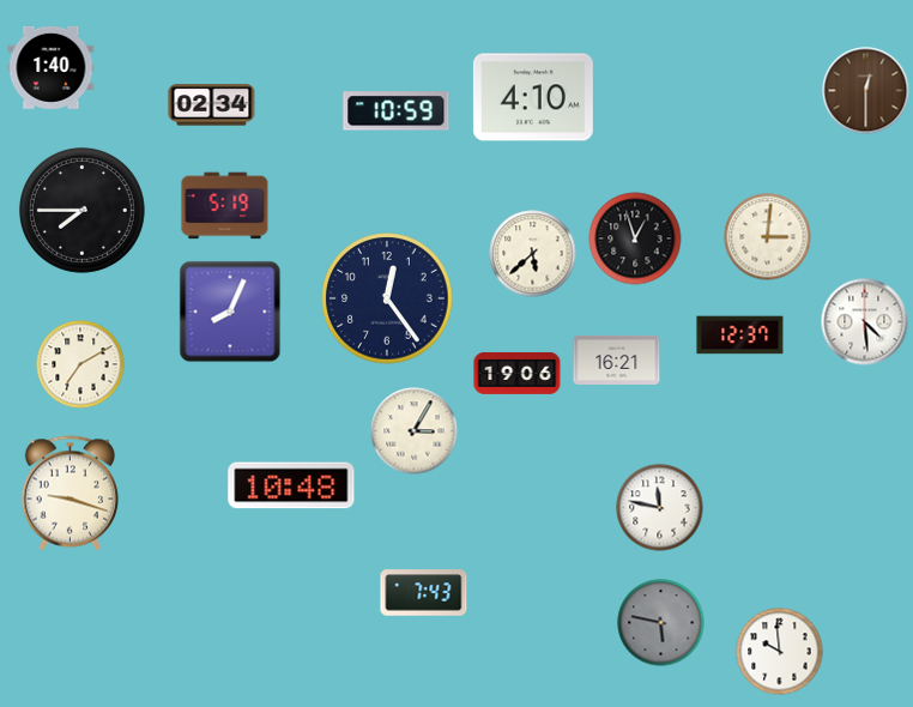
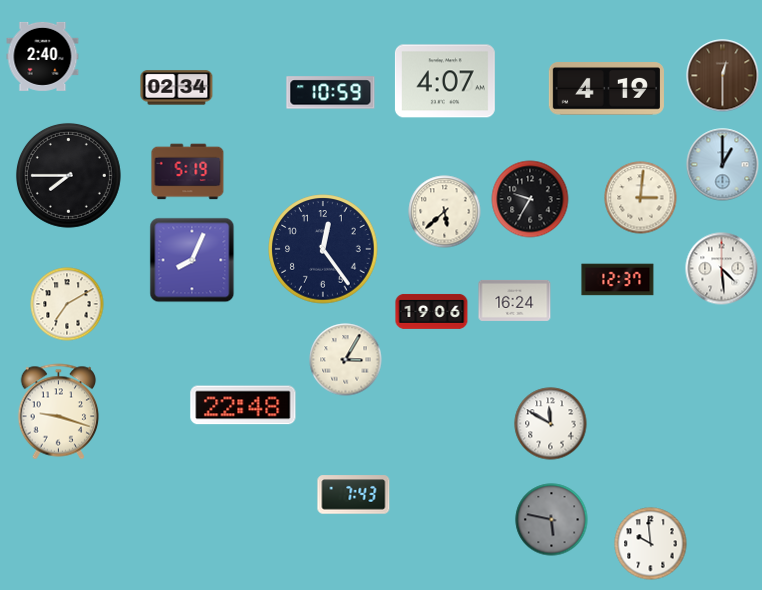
clock at (52, 67): 1:40 -> 2:40
clock at (533, 97): 4:10 -> 4:07
clock at (606, 89): none -> 4:19
clock at (723, 165): none -> 1:00
clock at (635, 238): 12:57 -> 9:35
clock at (617, 359): 16:21 -> 16:24
clock at (291, 485): 10:48 -> 22:48
clock at (660, 508): 11:47 -> 11:50
